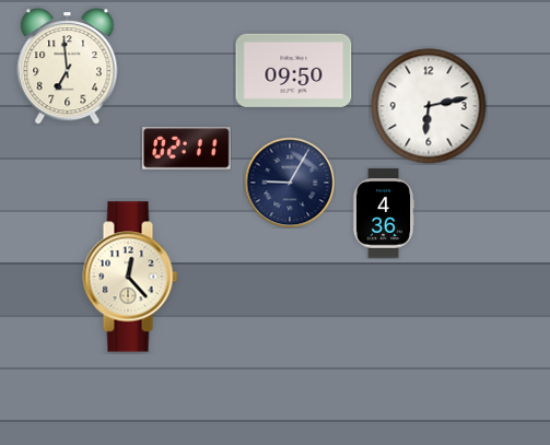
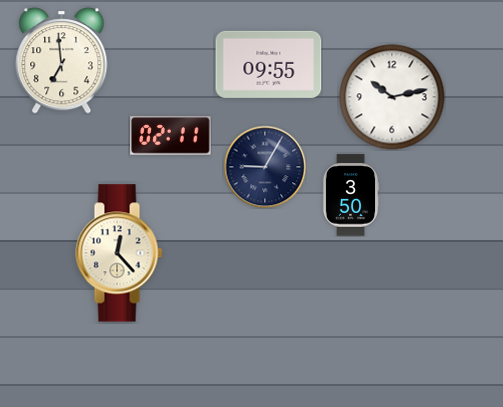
clock at (294, 70): 09:50 -> 09:55
clock at (429, 106): 6:13 -> 10:13
clock at (384, 213): 4:36 -> 3:50
